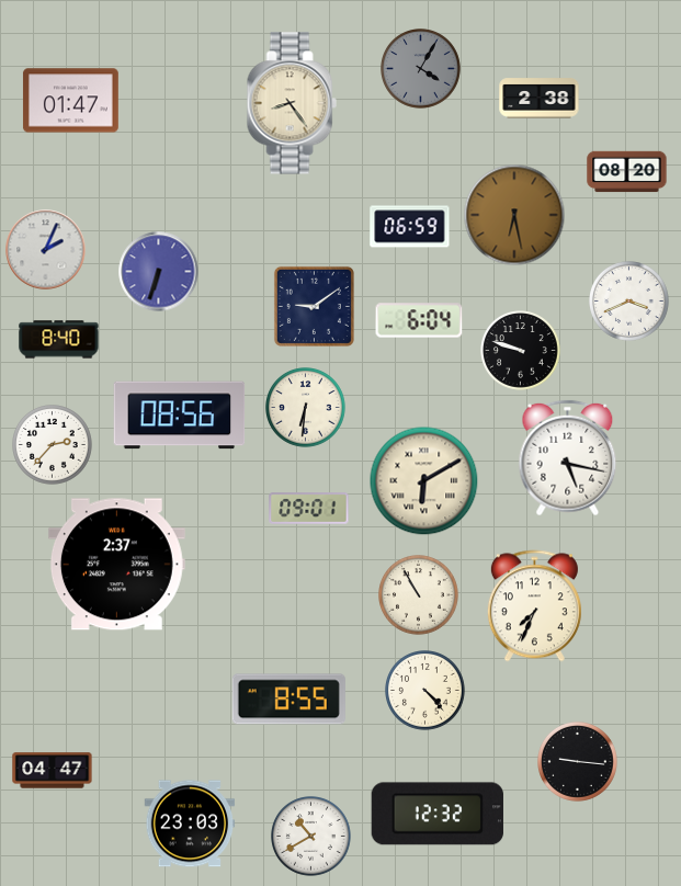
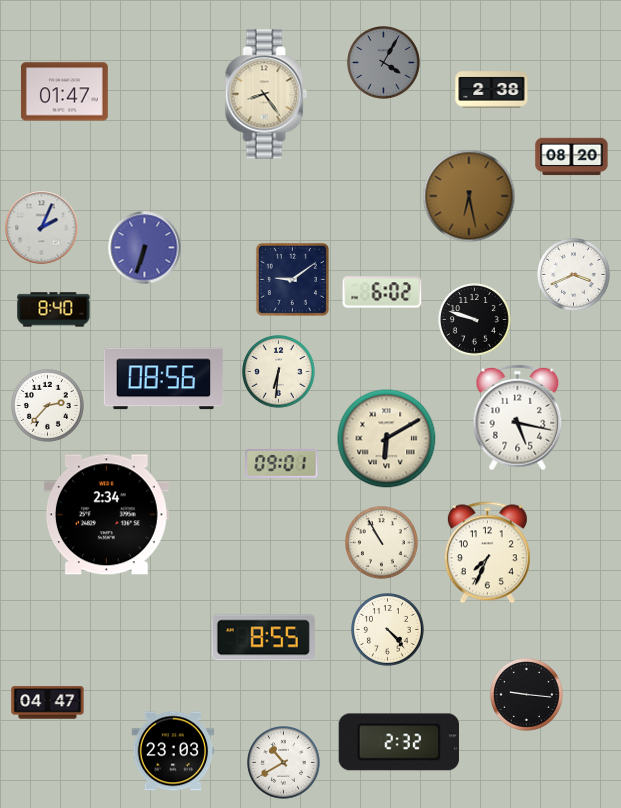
clock at (410, 227): 06:59 -> none
clock at (314, 306) position: (314, 306) -> (292, 279)
clock at (419, 320): 6:04 -> 6:02
clock at (116, 565): 2:37 -> 2:34
clock at (438, 814): 12:32 -> 2:32
